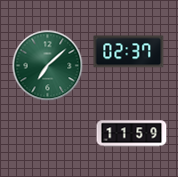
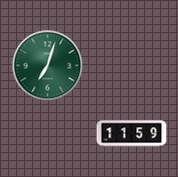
clock at (129, 52): 02:37 -> none
clock at (48, 66): 7:08 -> 7:03
